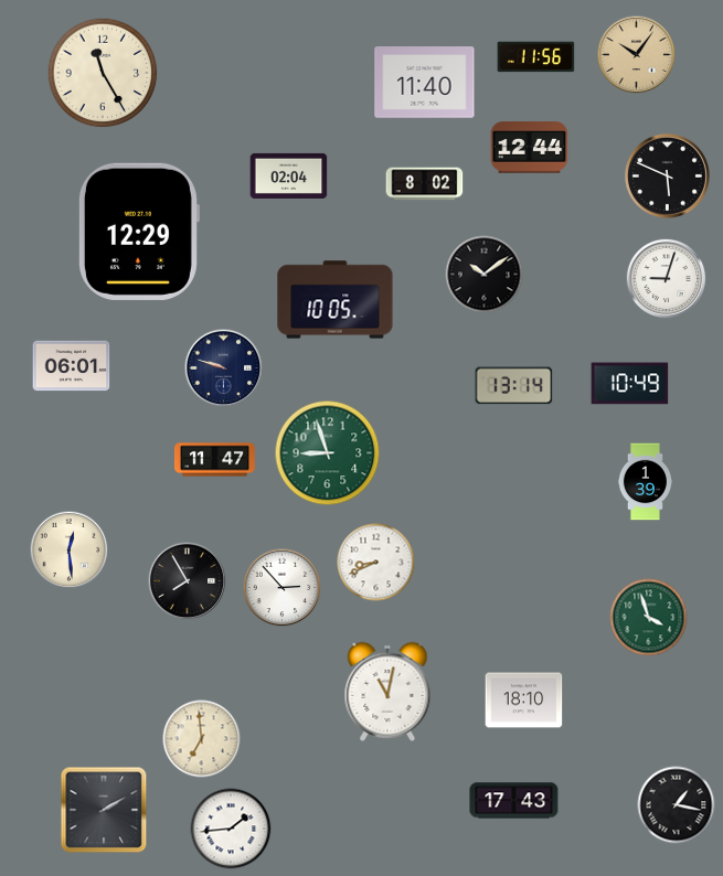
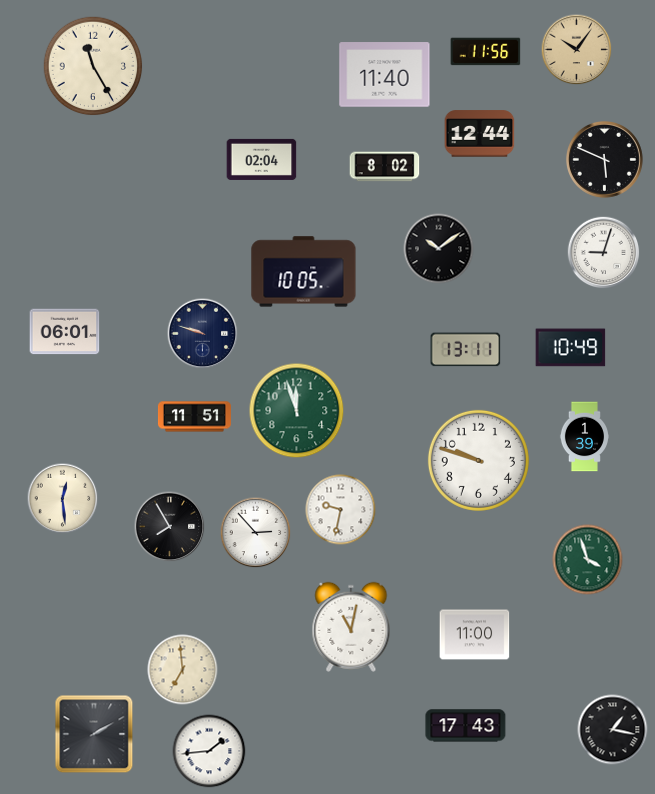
clock at (138, 232): 12:29 -> none
clock at (514, 386): 13:14 -> 13:11
clock at (328, 453): 8:57 -> 11:57
clock at (214, 460): 11:47 -> 11:51
clock at (478, 460): none -> 9:48
clock at (376, 563): 8:41 -> 9:32
clock at (524, 701): 18:10 -> 11:00
